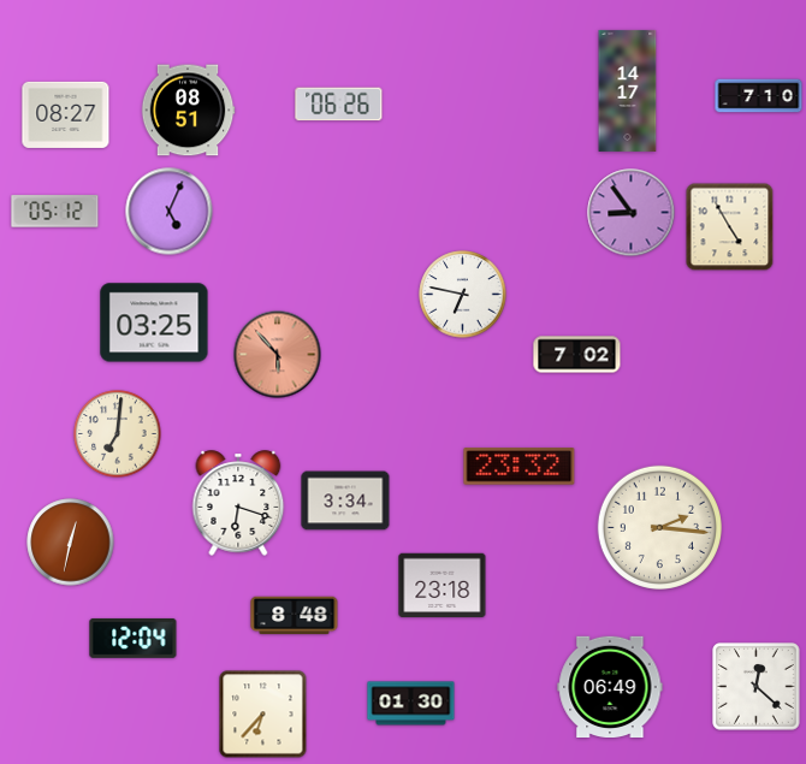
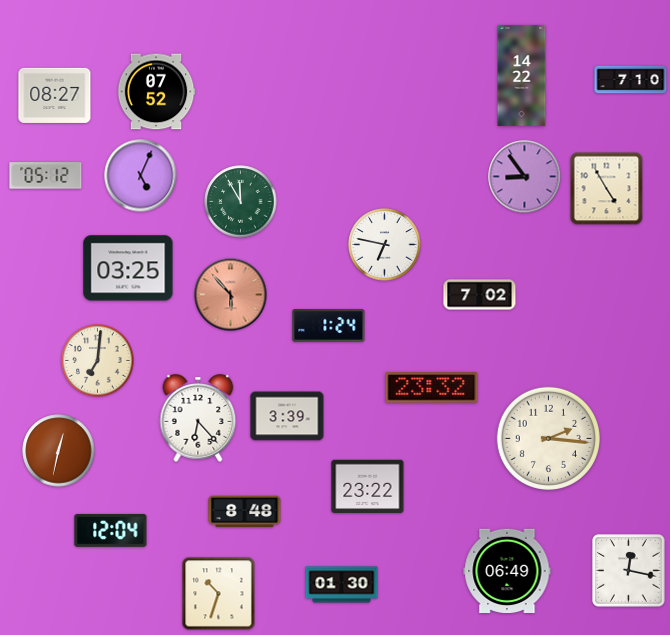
clock at (628, 90): 14:17 -> 14:22
clock at (339, 105): 06:26 -> none
clock at (188, 111): 08:51 -> 07:52
clock at (241, 202): none -> 11:55
clock at (329, 326): none -> 1:24
clock at (345, 501): 3:34 -> 3:39
clock at (238, 503): 6:18 -> 6:23
clock at (443, 586): 23:18 -> 23:22
clock at (757, 687): 12:22 -> 12:17
clock at (263, 715): 6:37 -> 10:33
